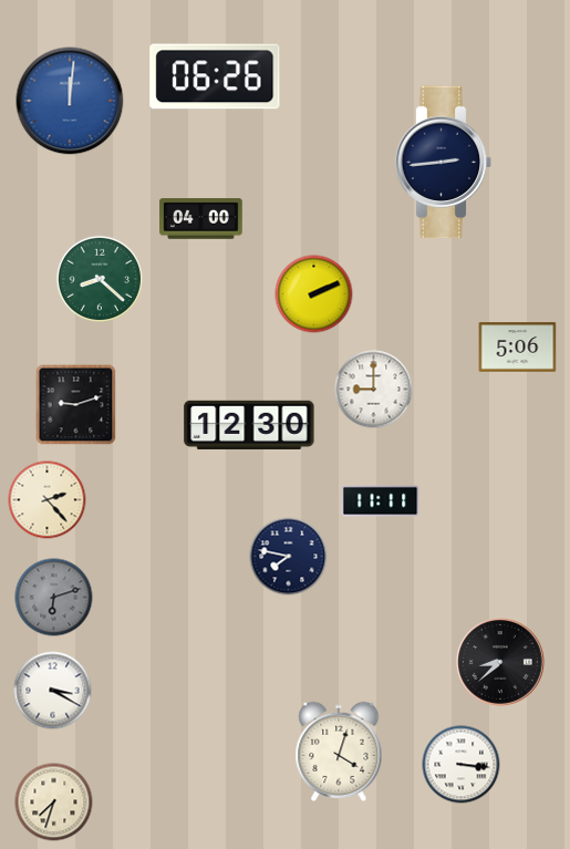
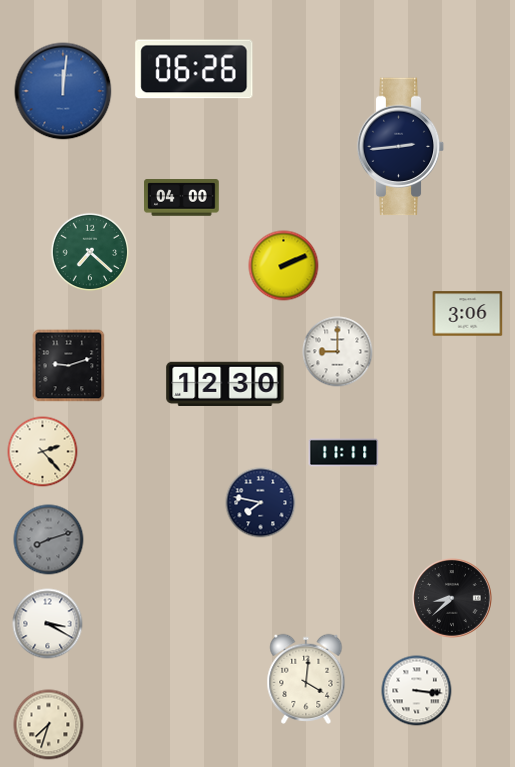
clock at (100, 279): 8:22 -> 7:22
clock at (518, 348): 5:06 -> 3:06
clock at (54, 598): 6:12 -> 8:12
clock at (339, 752): 4:03 -> 4:01
